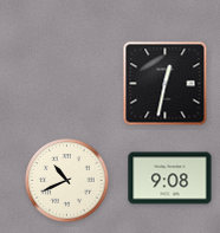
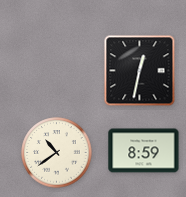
clock at (170, 179): 9:08 -> 8:59
clock at (67, 181): 10:41 -> 10:39
